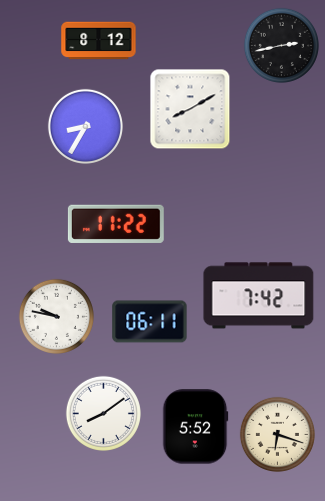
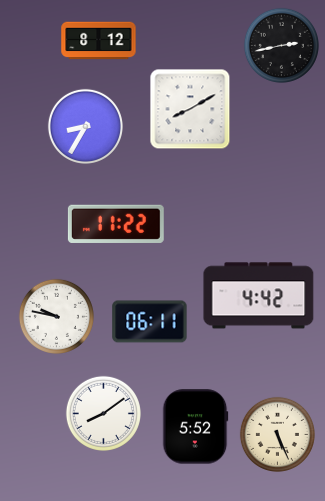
clock at (259, 296): 7:42 -> 4:42
clock at (277, 434): 6:18 -> 5:26
